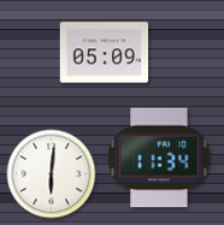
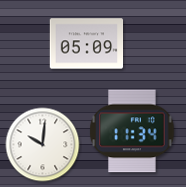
clock at (52, 174): 6:01 -> 10:01
